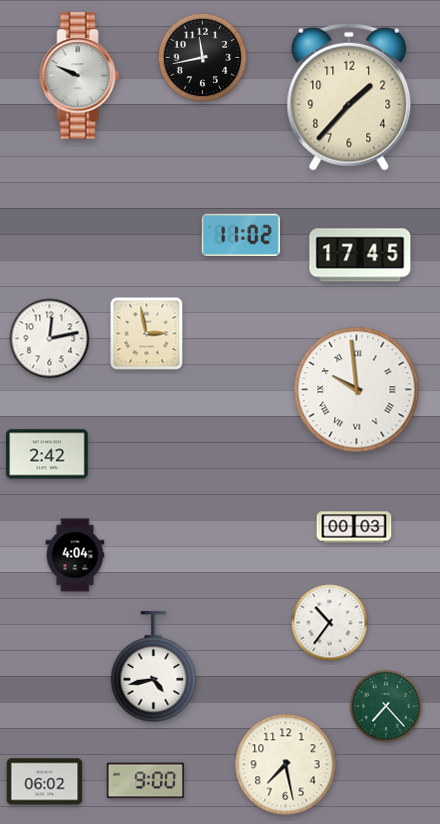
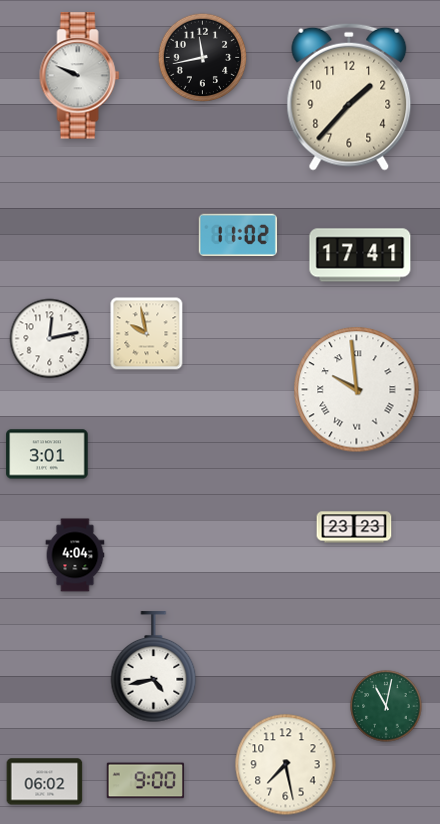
clock at (241, 235) position: (241, 235) -> (238, 235)
clock at (360, 255): 17:45 -> 17:41
clock at (147, 334): 2:58 -> 9:58
clock at (47, 454): 2:42 -> 3:01
clock at (354, 527): 00:03 -> 23:23
clock at (330, 623): 10:36 -> none
clock at (386, 706): 7:23 -> 11:02
